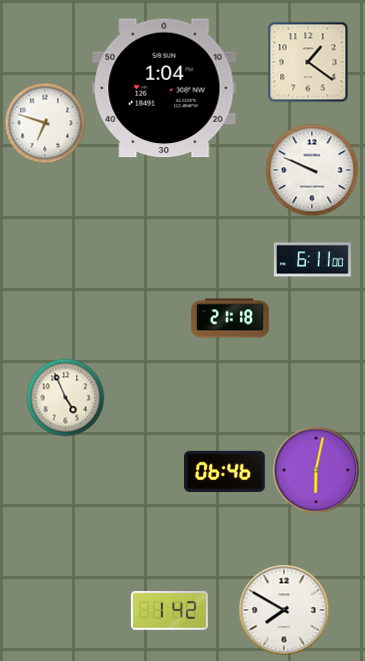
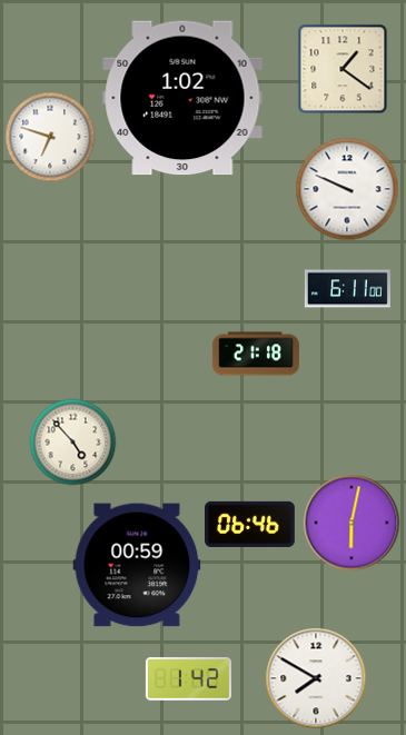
clock at (164, 88): 1:04 -> 1:02
clock at (65, 397): 4:56 -> 4:53
clock at (137, 565): none -> 00:59
